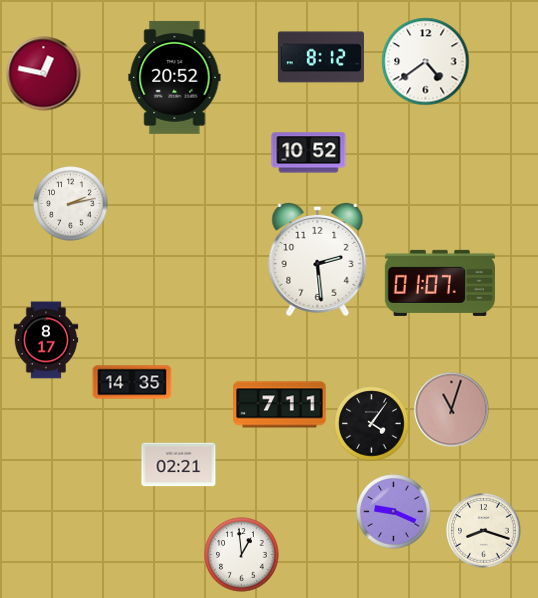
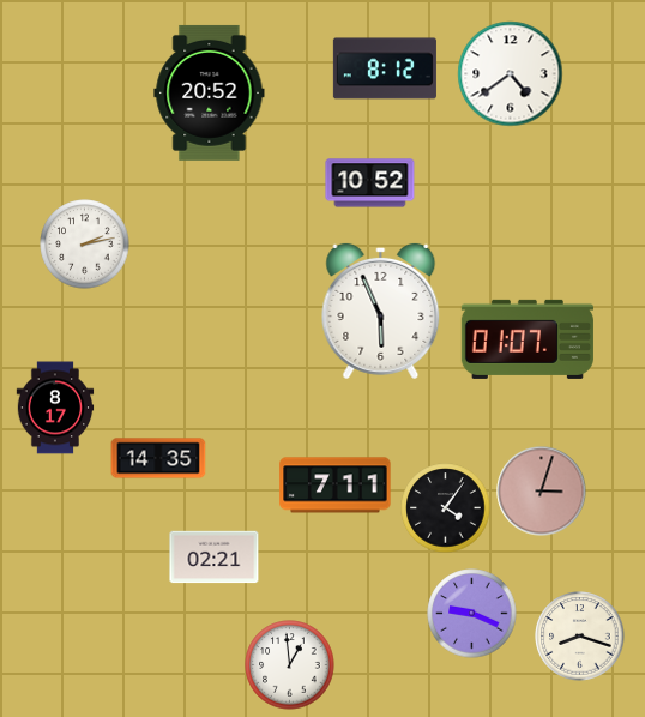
clock at (44, 74): 12:47 -> none
clock at (318, 259): 2:29 -> 5:56
clock at (452, 410): 11:03 -> 3:03
